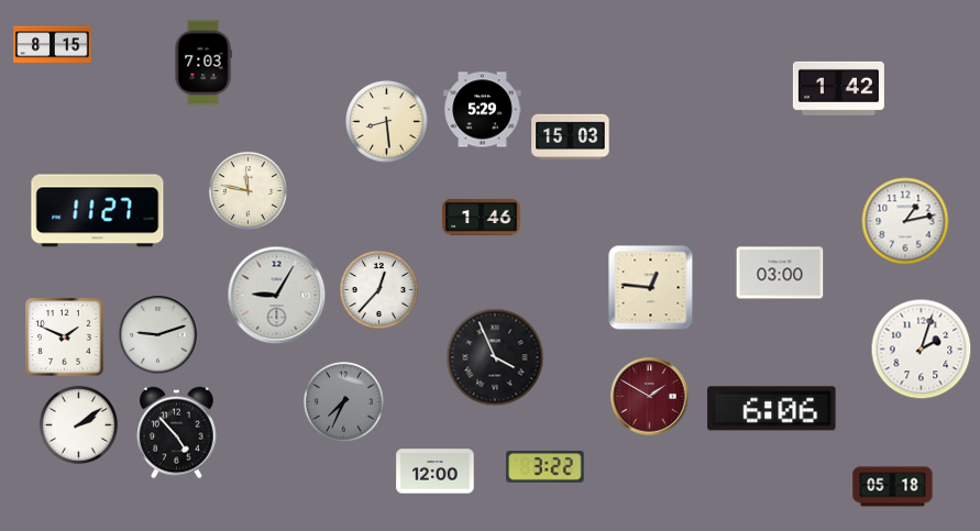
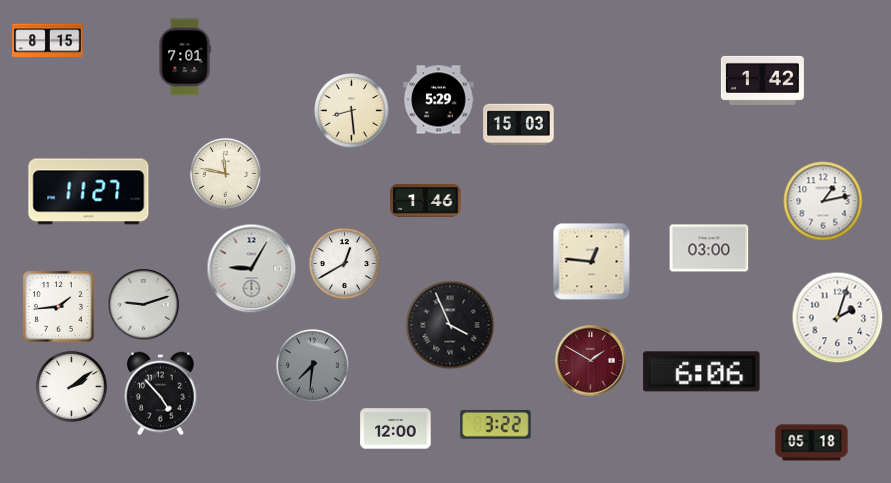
clock at (203, 63): 7:03 -> 7:01
clock at (482, 217) position: (482, 217) -> (426, 200)
clock at (378, 289): 12:37 -> 12:40
clock at (65, 338): 1:49 -> 1:44
clock at (344, 402): 7:34 -> 7:31
